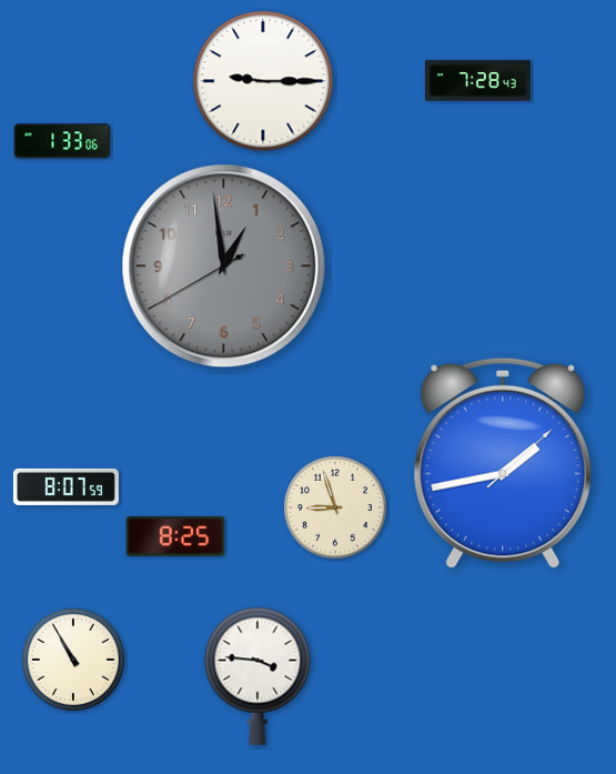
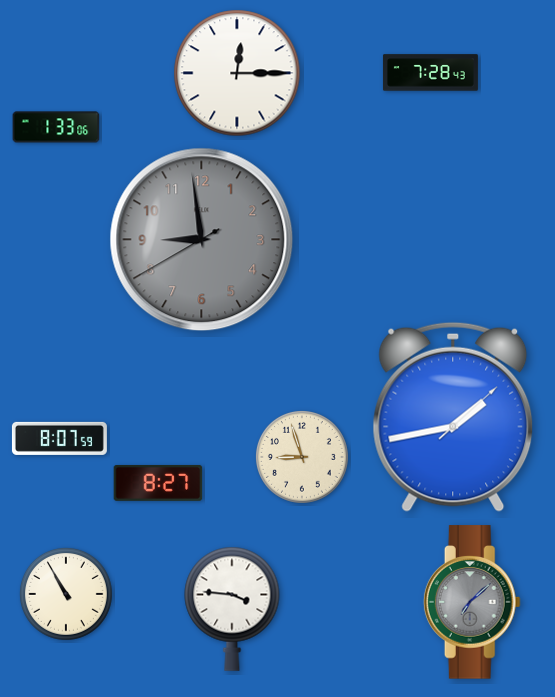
clock at (263, 81): 9:15 -> 12:15
clock at (224, 267): 12:58 -> 8:58
clock at (175, 536): 8:25 -> 8:27
clock at (472, 602): none -> 7:08
